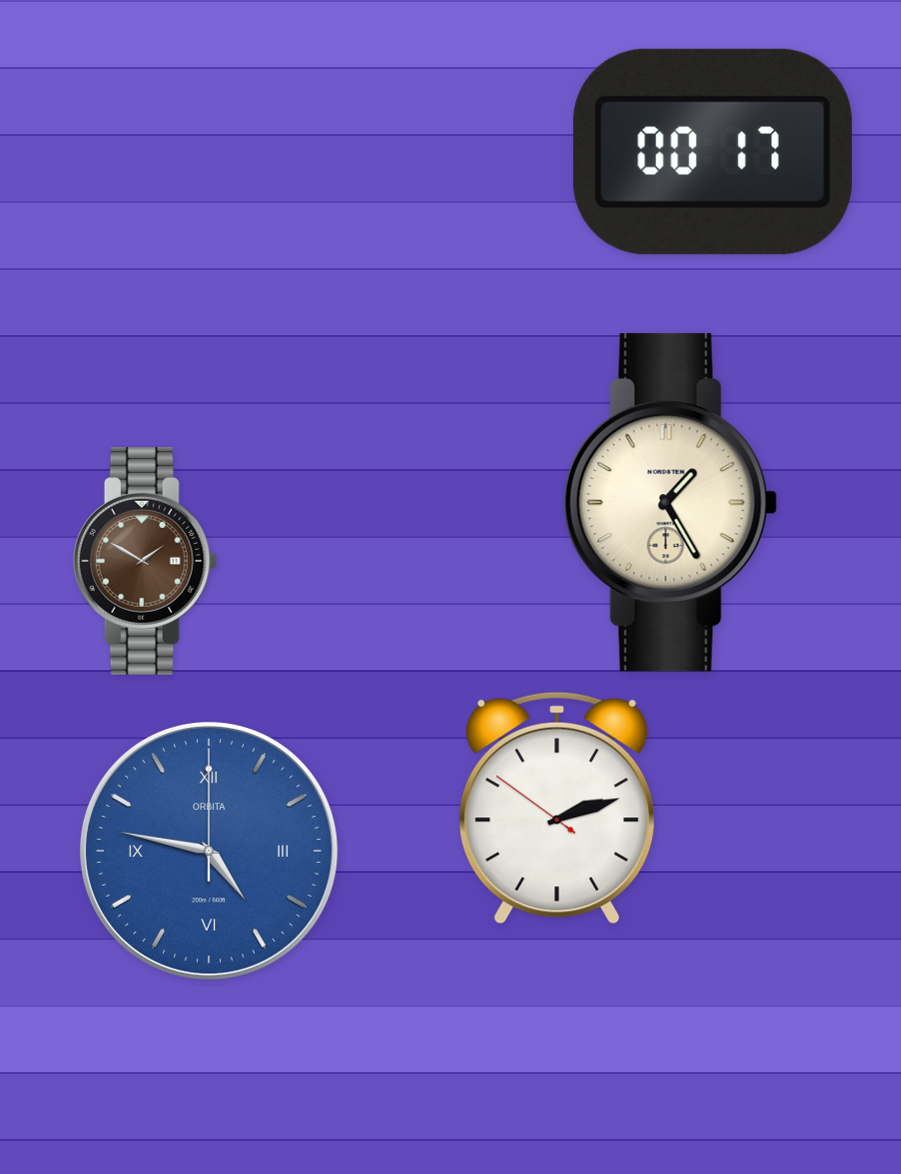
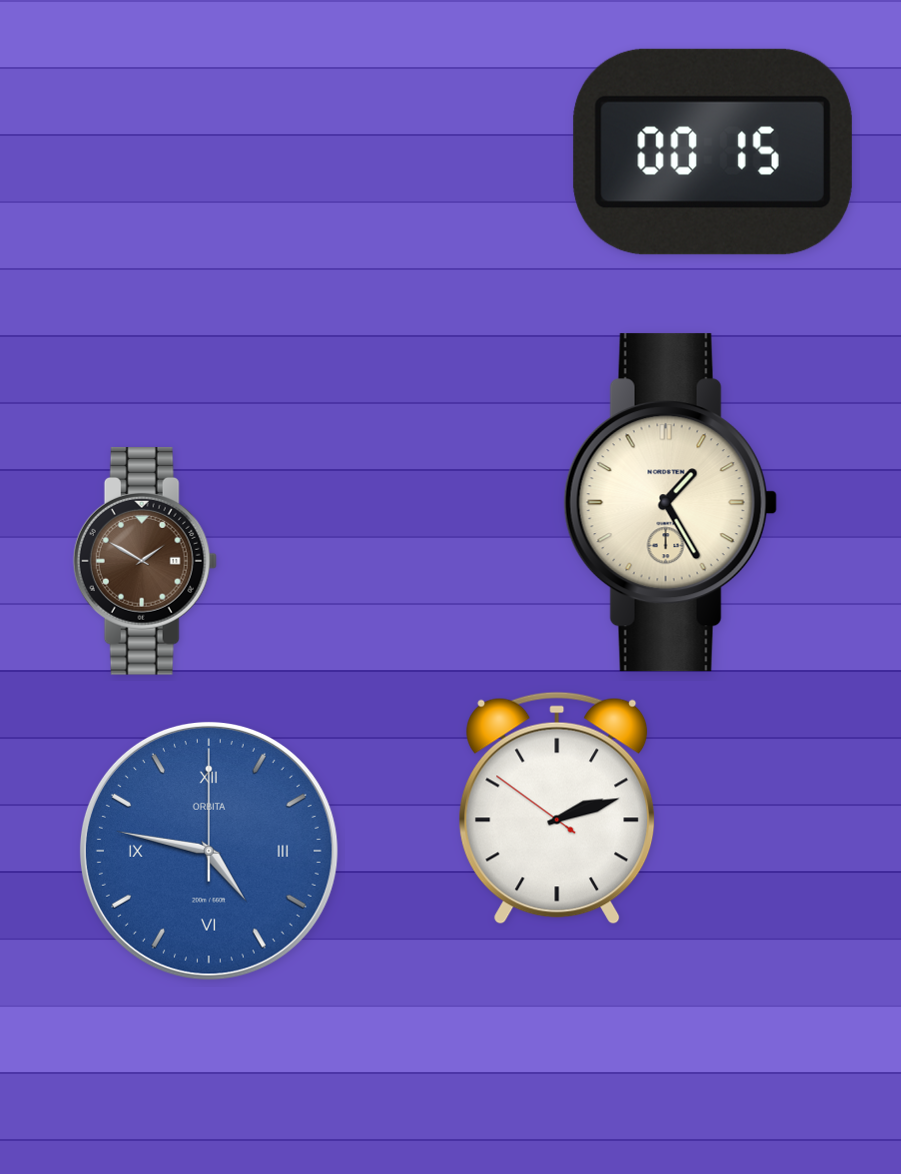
clock at (713, 152): 00:17 -> 00:15
